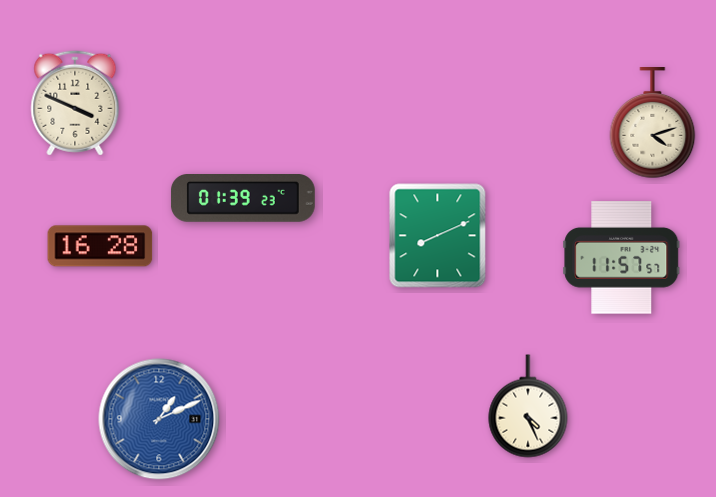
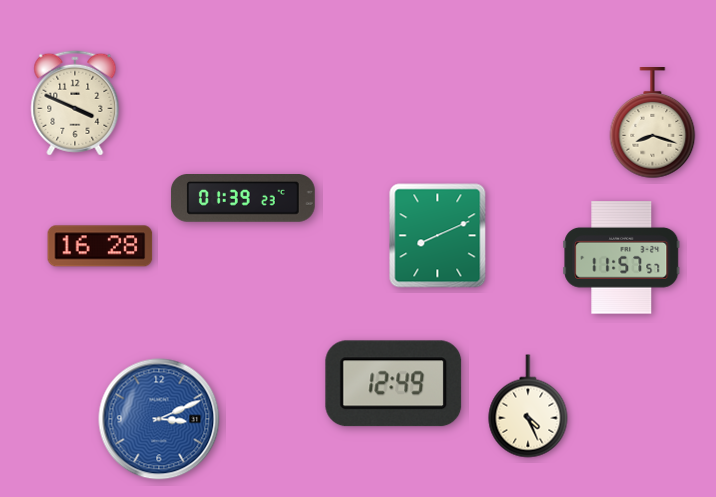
clock at (653, 124): 4:12 -> 8:18
clock at (394, 384): none -> 12:49
clock at (159, 419): 1:11 -> 3:11
